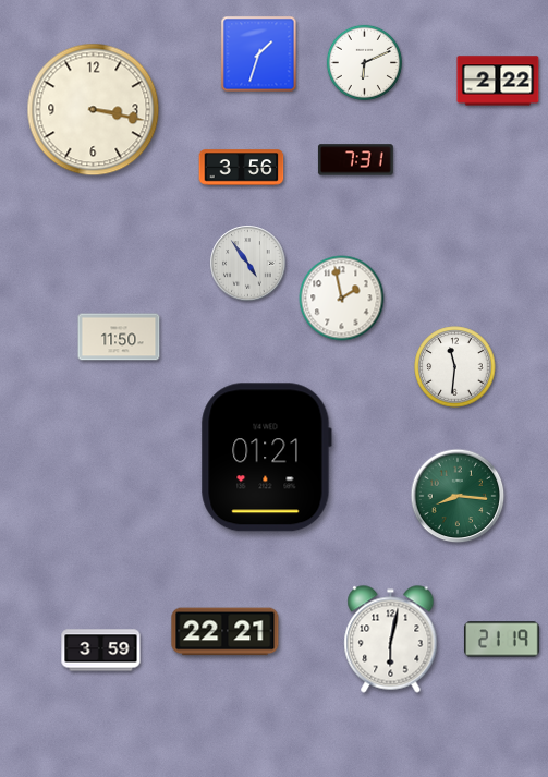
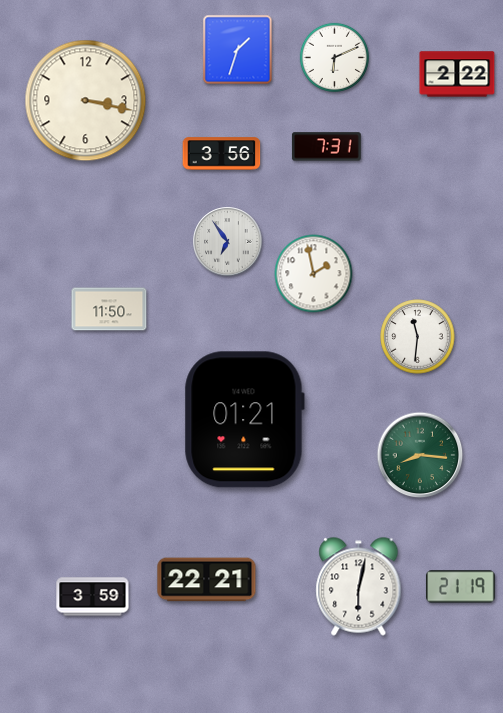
clock at (248, 264): 4:54 -> 6:54
